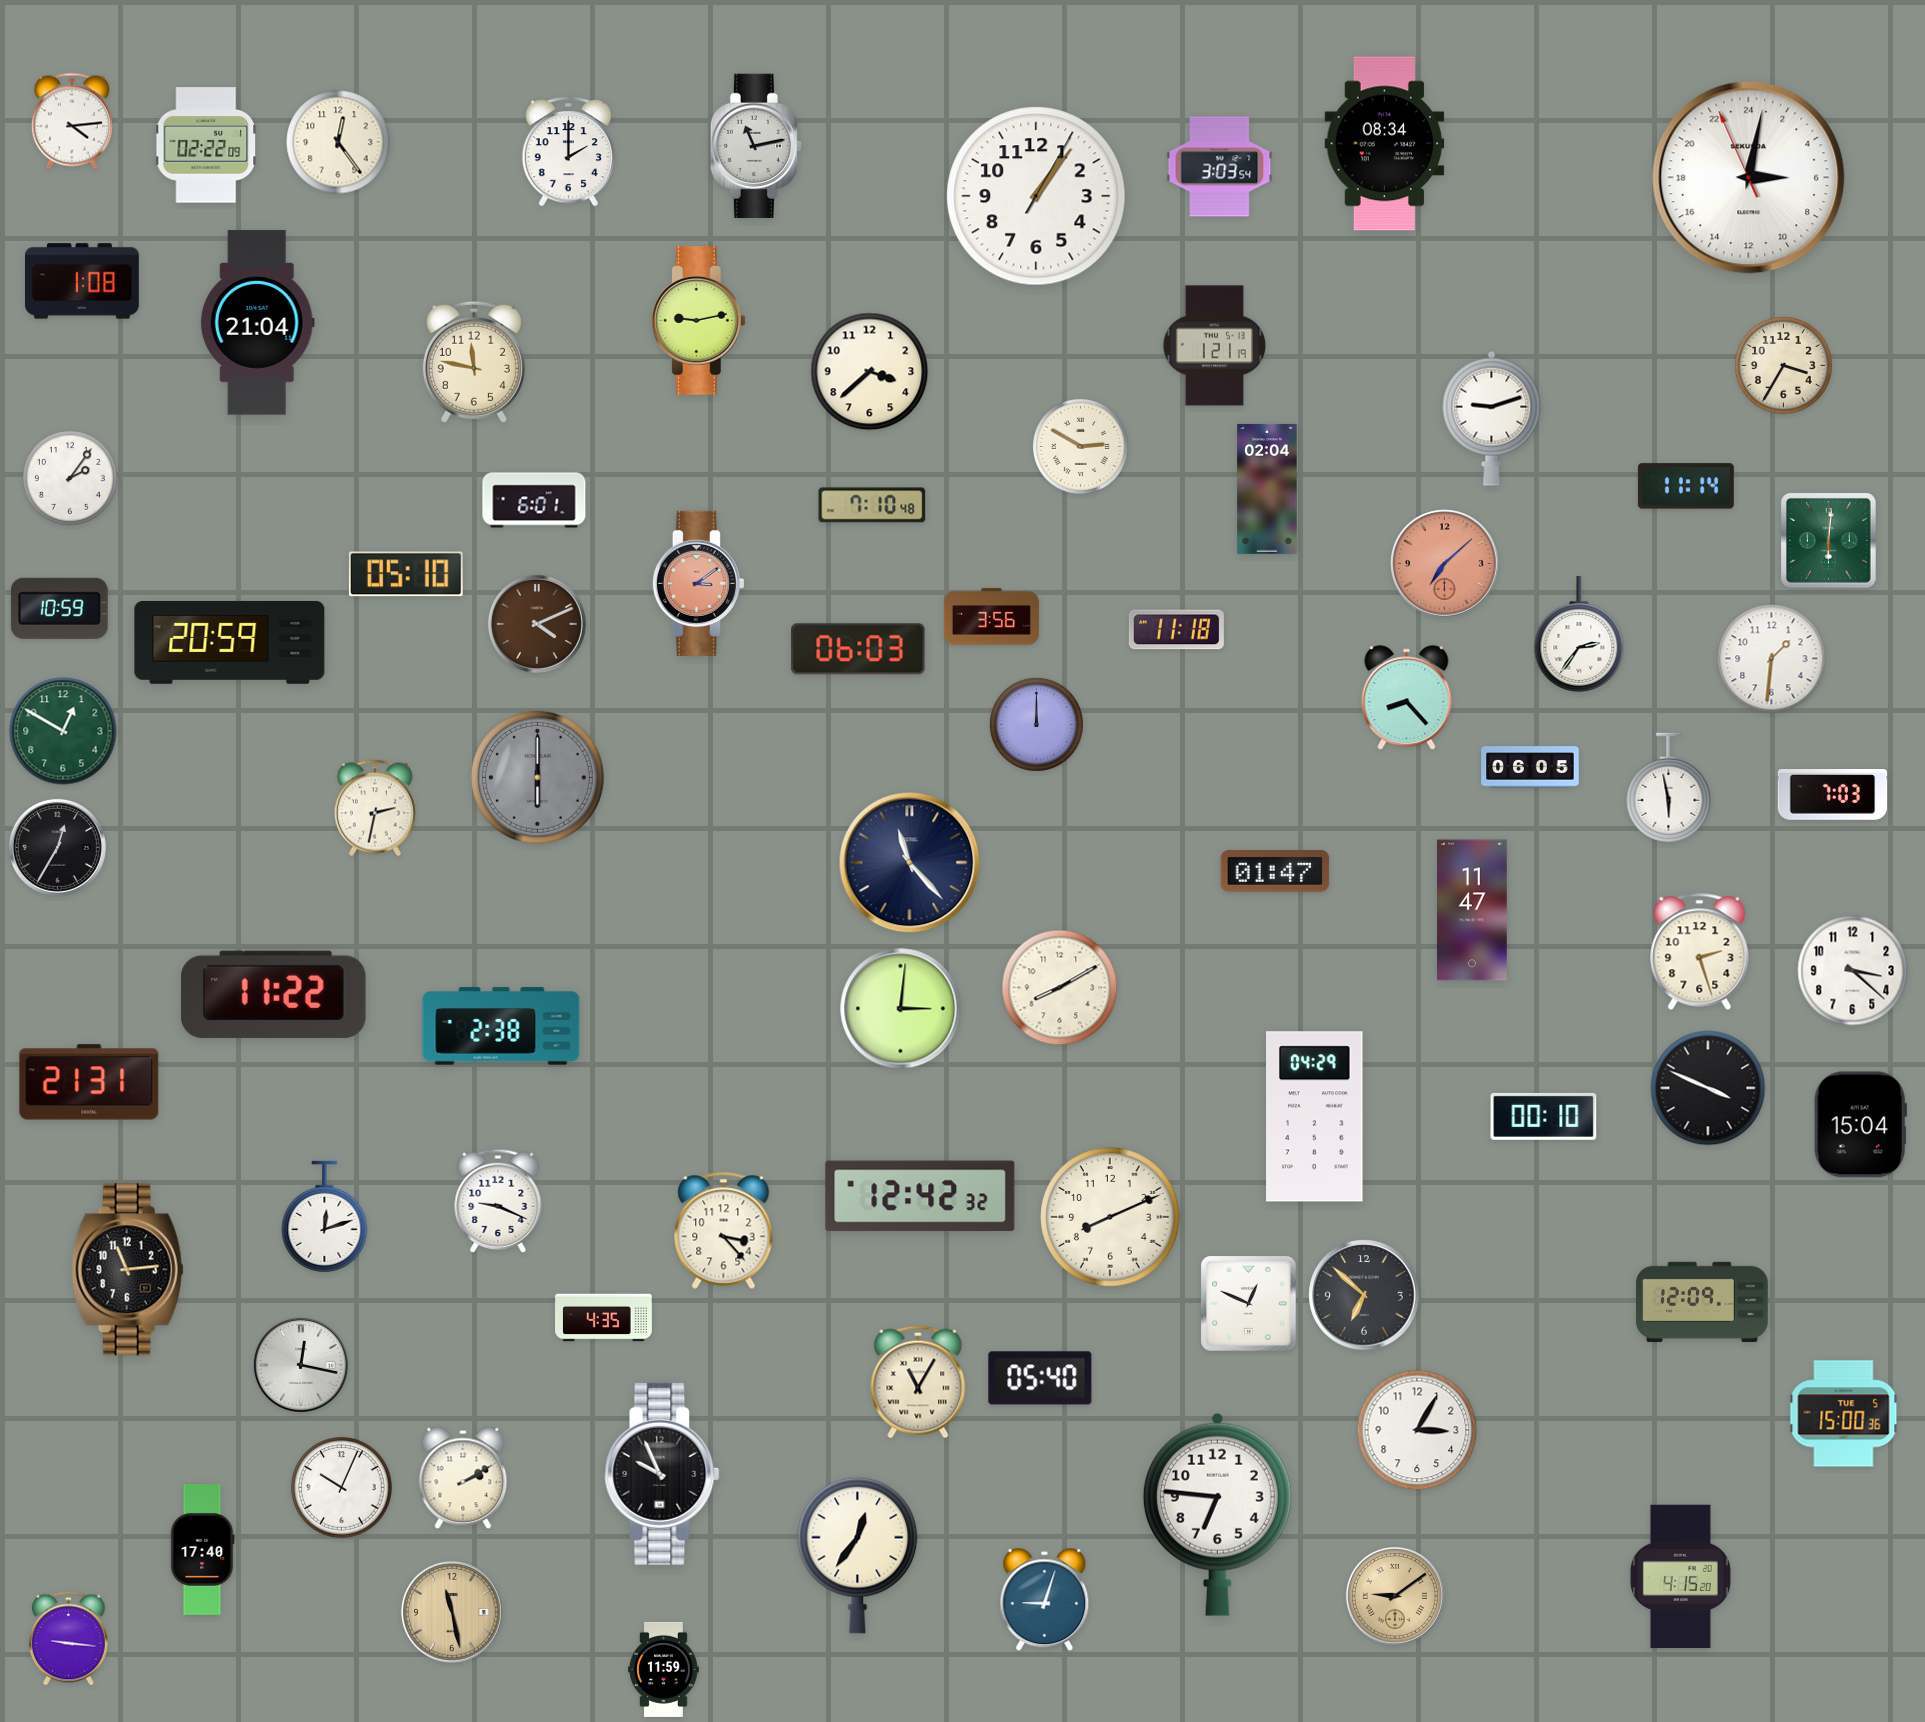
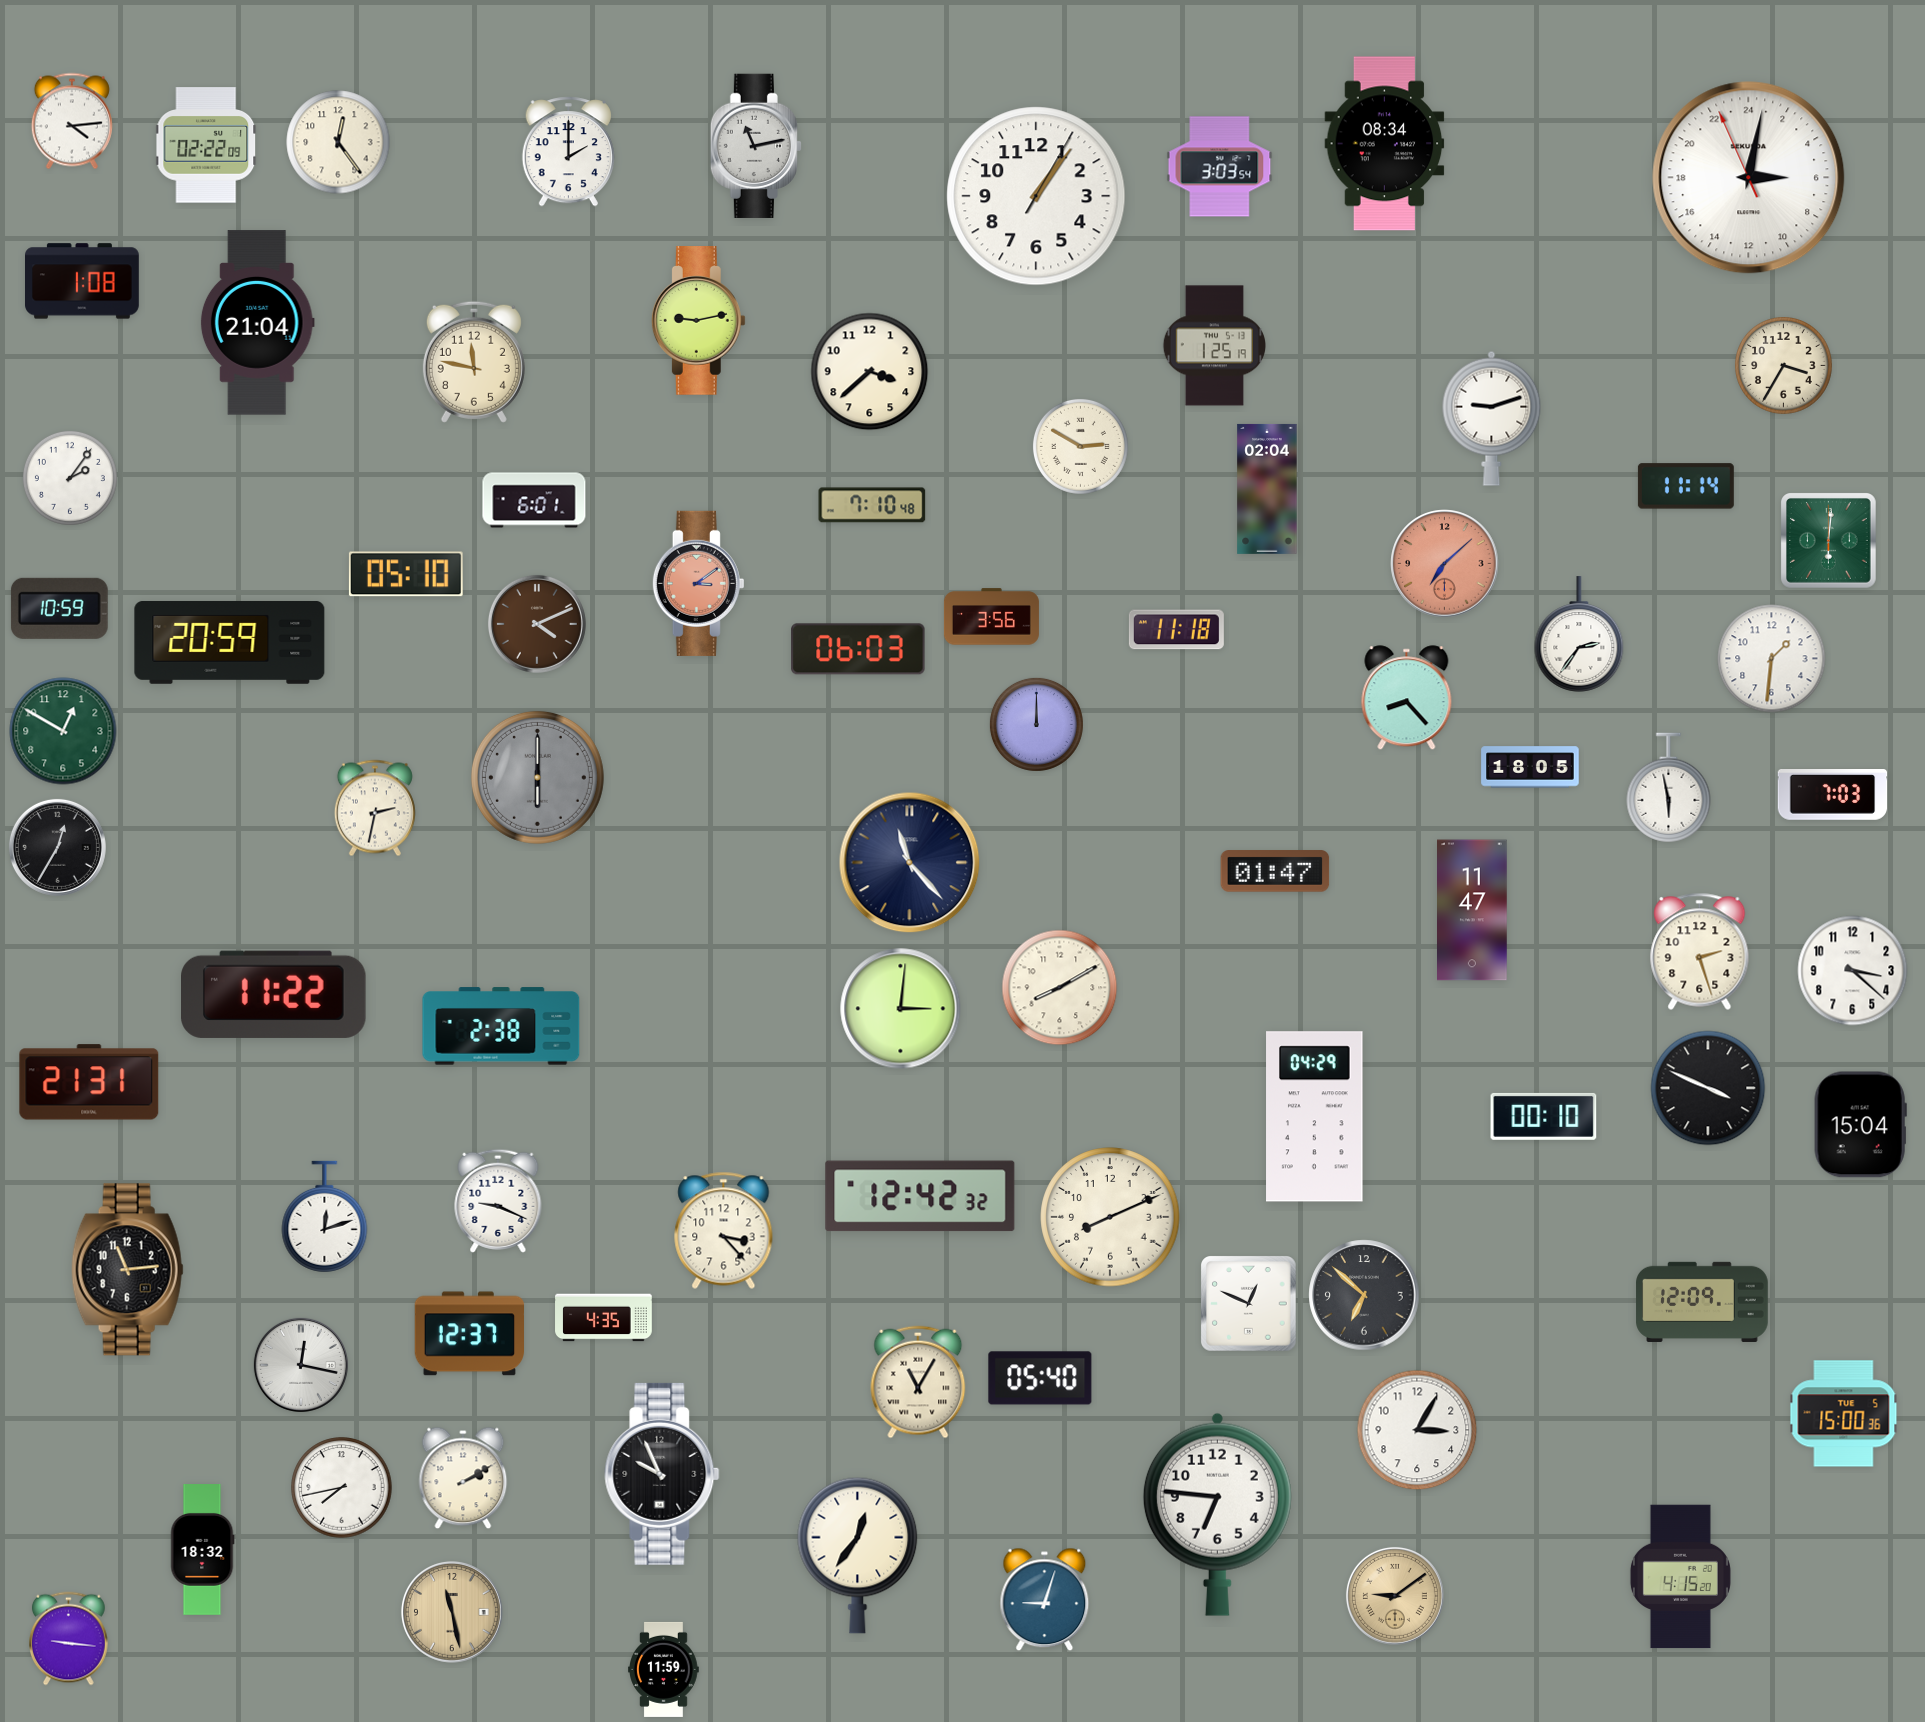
clock at (1214, 346): 1:21 -> 1:25
clock at (1530, 767): 06:05 -> 18:05
clock at (470, 1334): none -> 12:37
clock at (342, 1488): 10:04 -> 7:43
clock at (203, 1550): 17:40 -> 18:32
